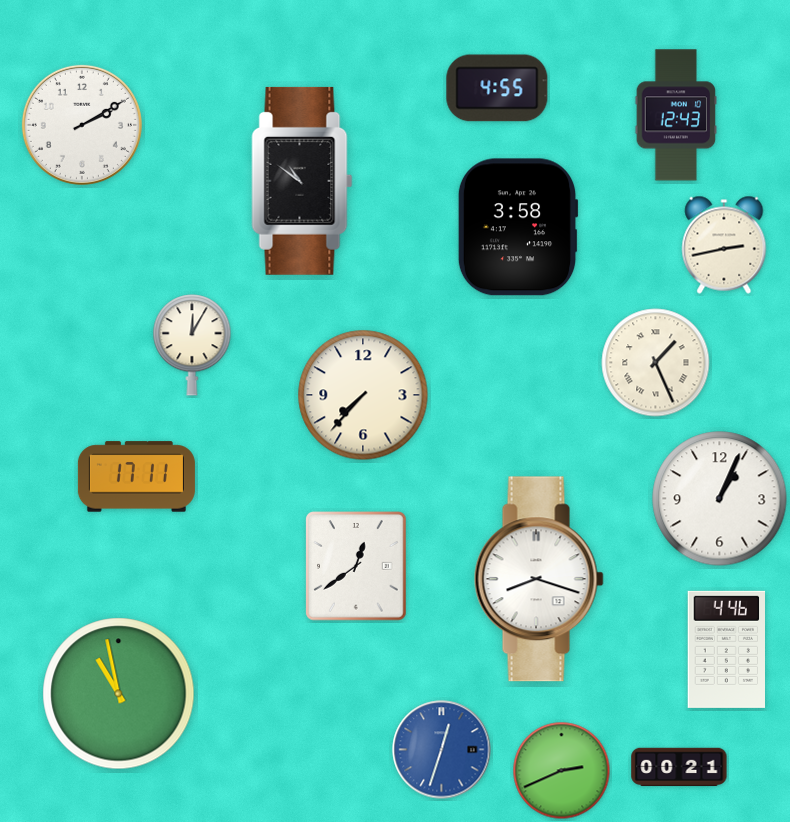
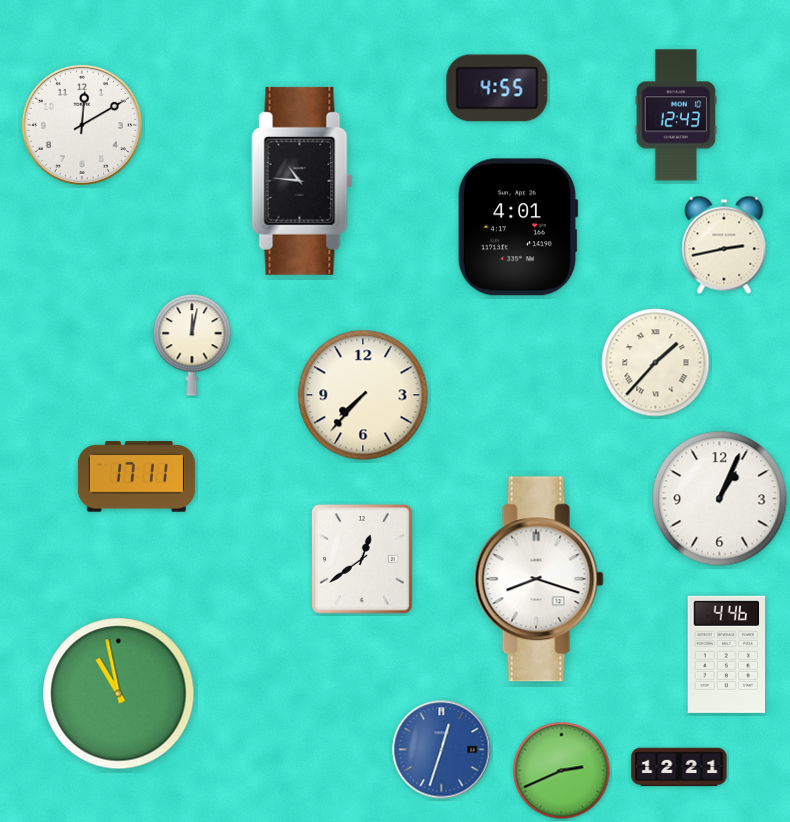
clock at (82, 125): 2:10 -> 12:10
clock at (302, 181): 10:51 -> 10:46
clock at (518, 227): 3:58 -> 4:01
clock at (192, 345): 12:05 -> 12:02
clock at (656, 363): 1:26 -> 1:37
clock at (356, 566) position: (356, 566) -> (362, 559)
clock at (727, 649) position: (727, 649) -> (727, 654)
clock at (679, 767): 00:21 -> 12:21
